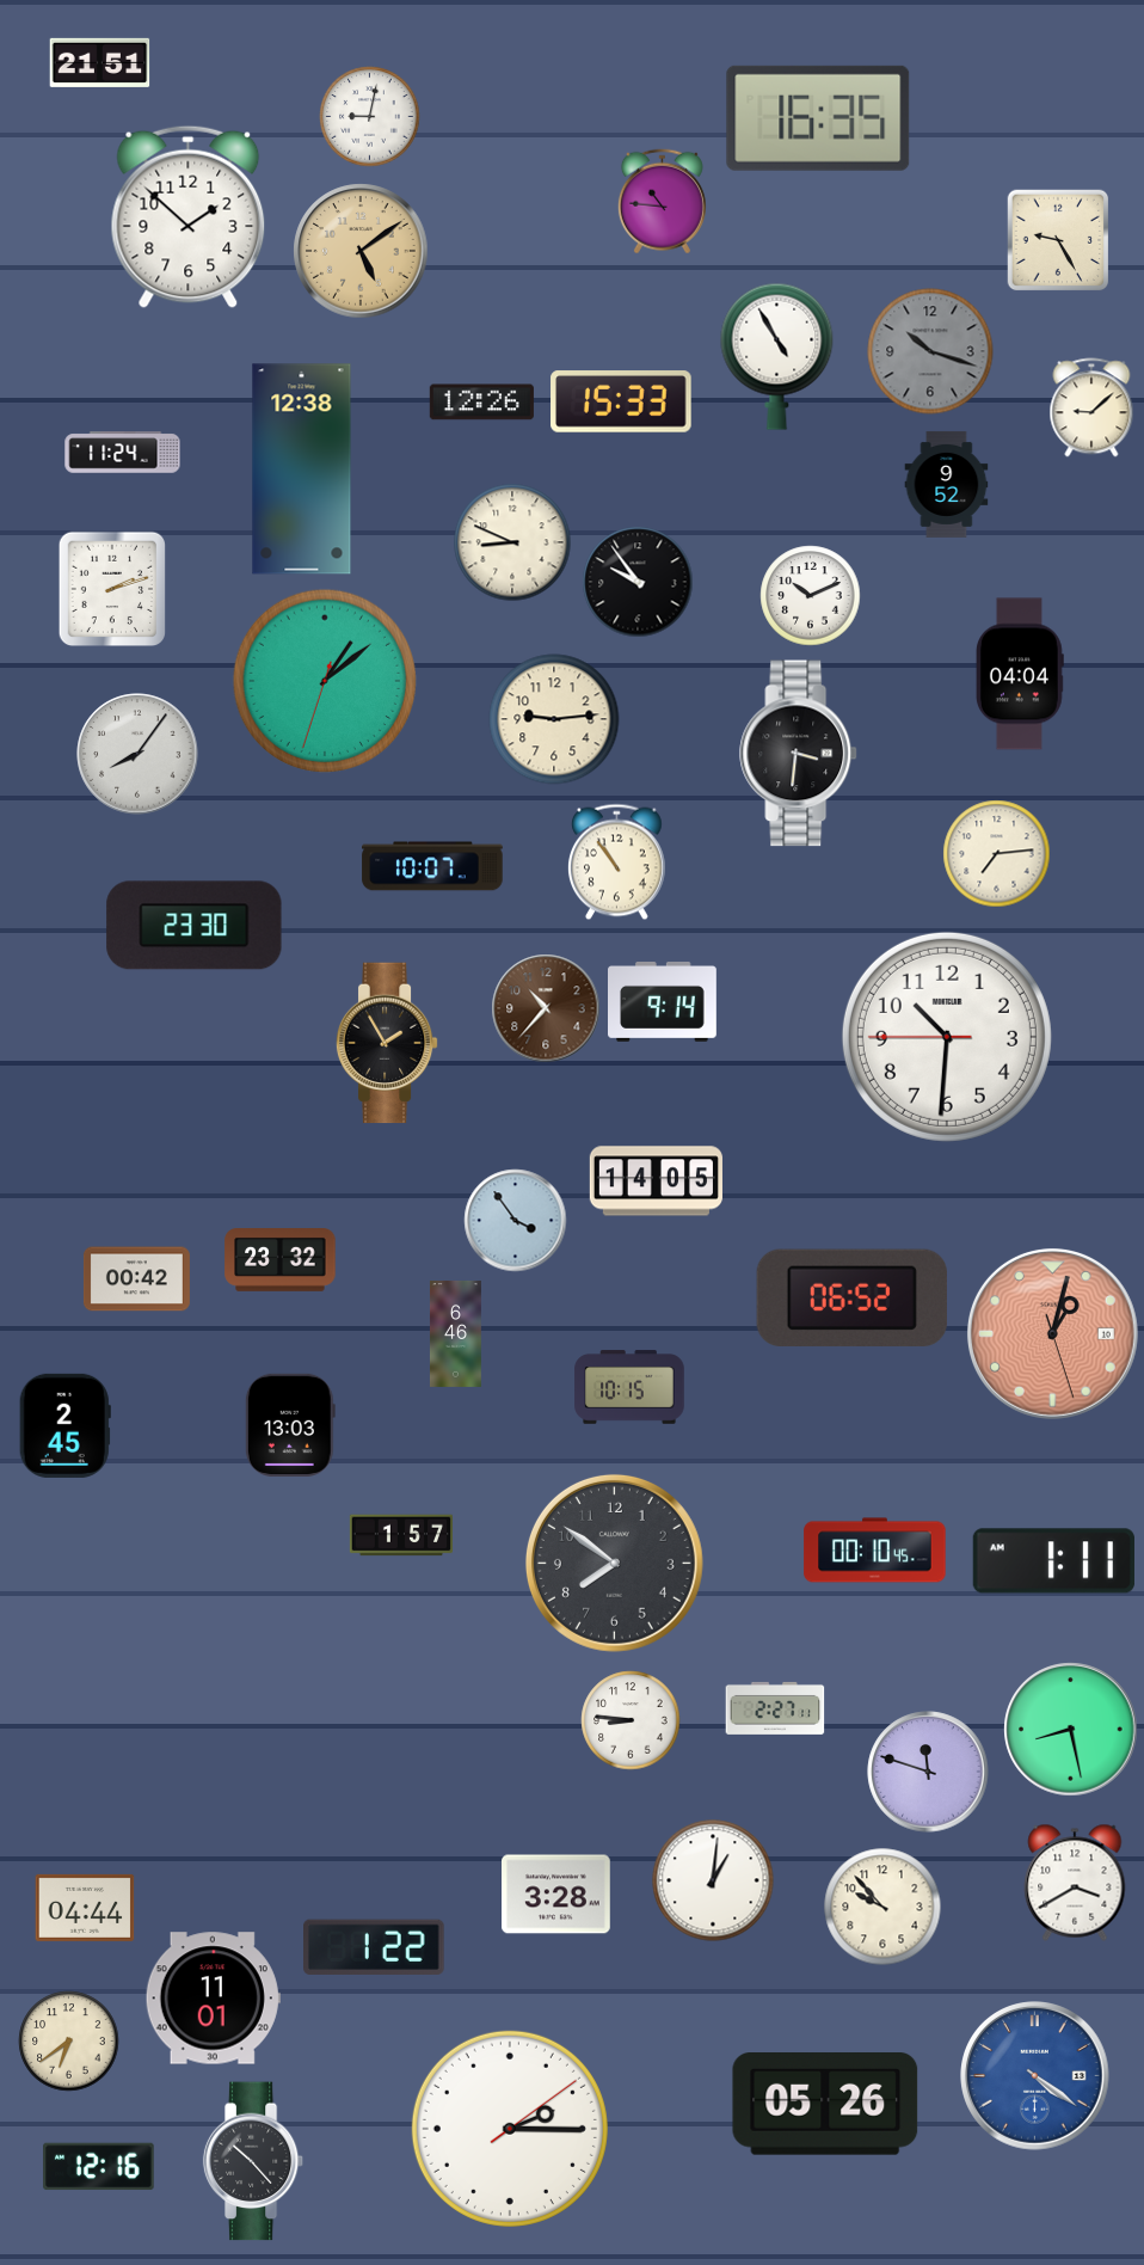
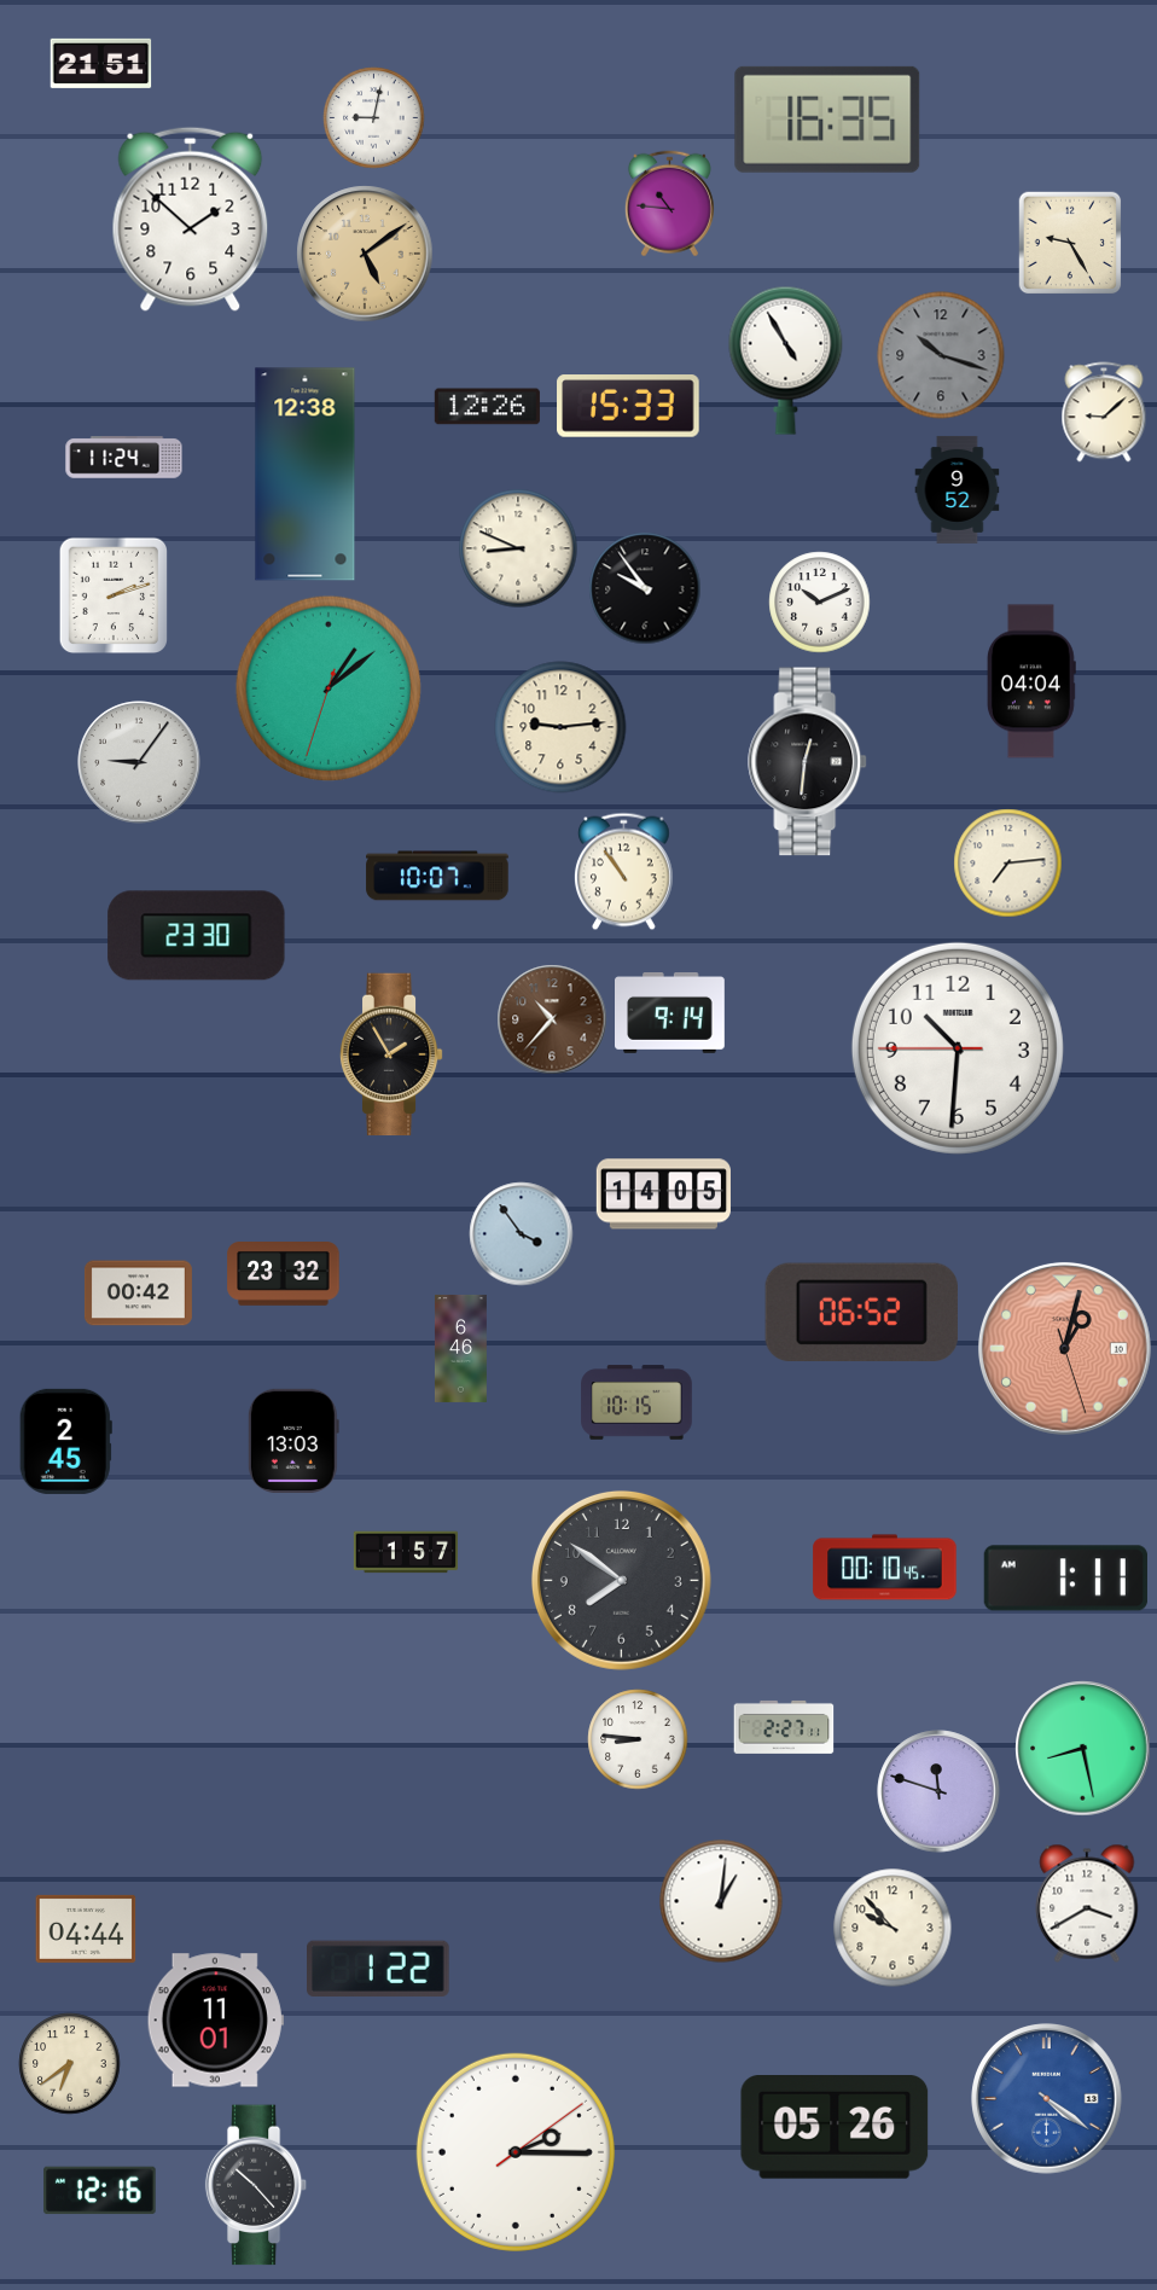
clock at (137, 754): 8:06 -> 9:06
clock at (799, 754): 3:31 -> 12:31
clock at (556, 1895): 3:28 -> none
